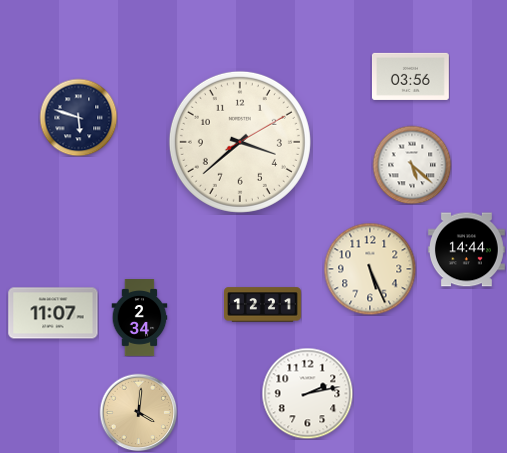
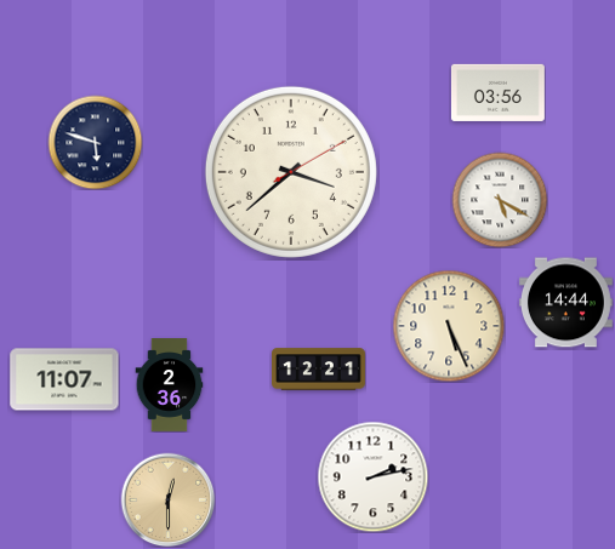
clock at (412, 165): 5:22 -> 5:20
clock at (140, 318): 2:34 -> 2:36
clock at (138, 412): 4:01 -> 12:30
